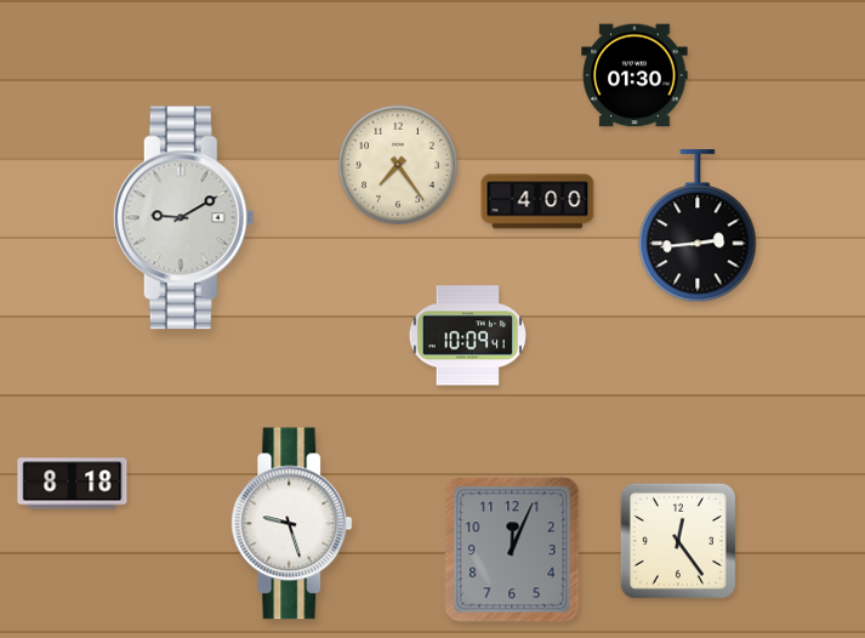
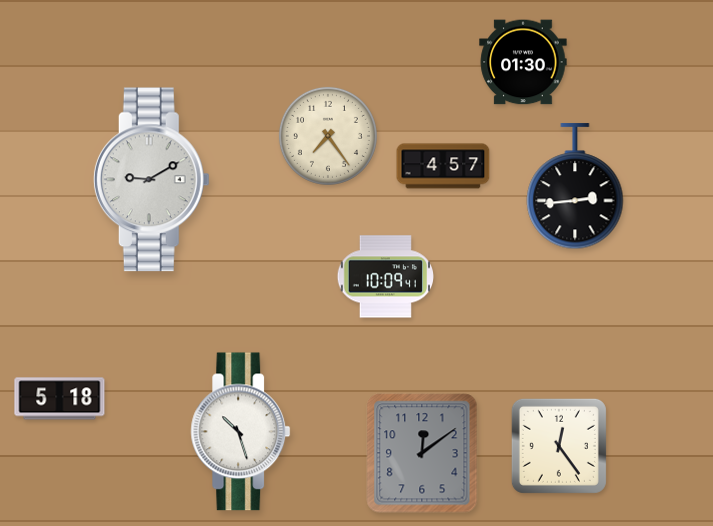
clock at (537, 201): 4:00 -> 4:57
clock at (73, 484): 8:18 -> 5:18
clock at (292, 524): 9:27 -> 10:27
clock at (512, 549): 12:04 -> 12:09
